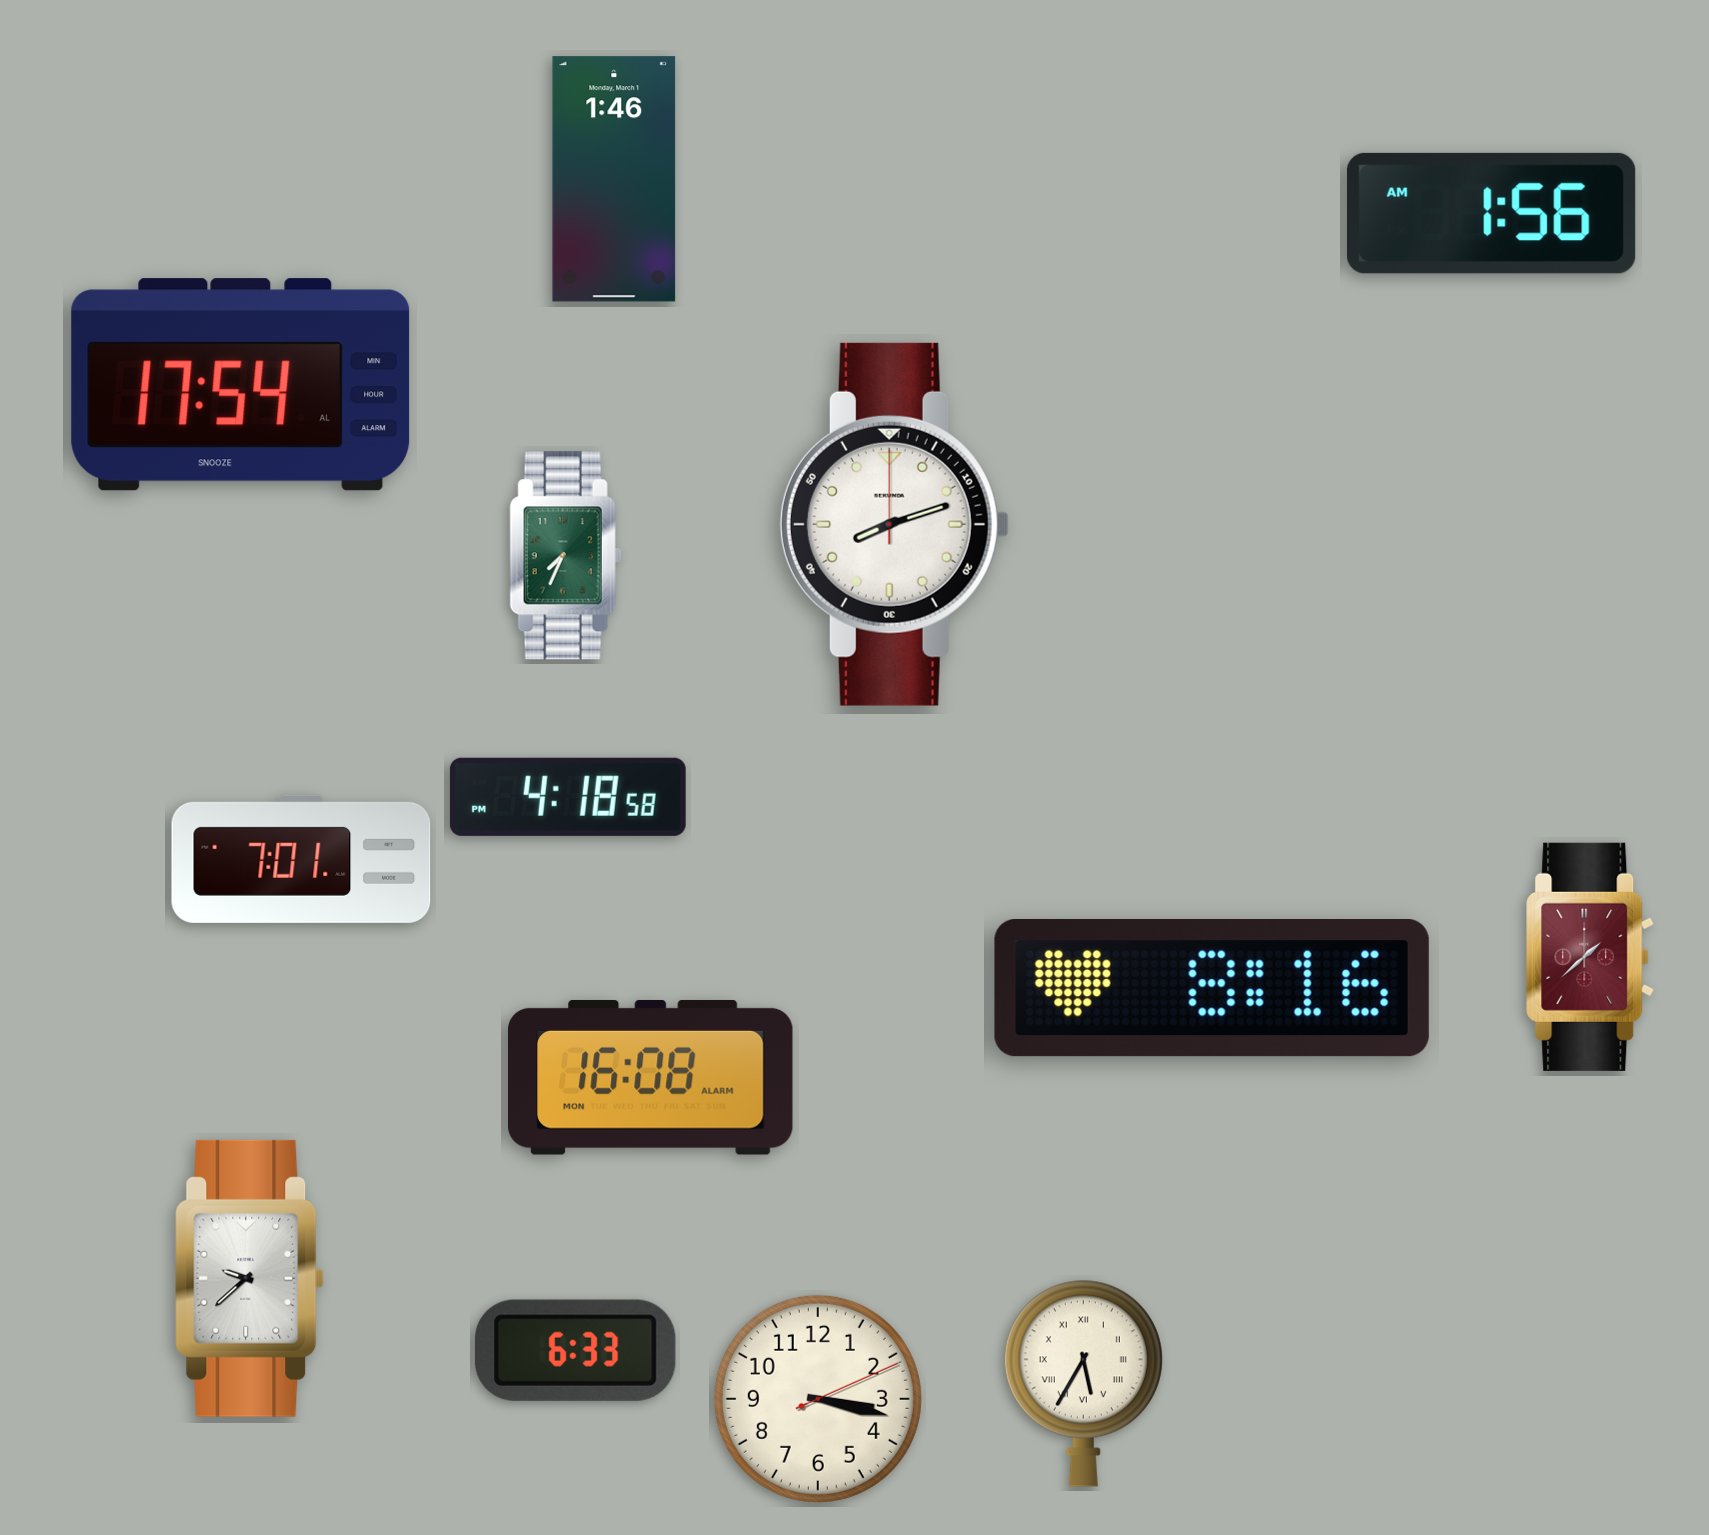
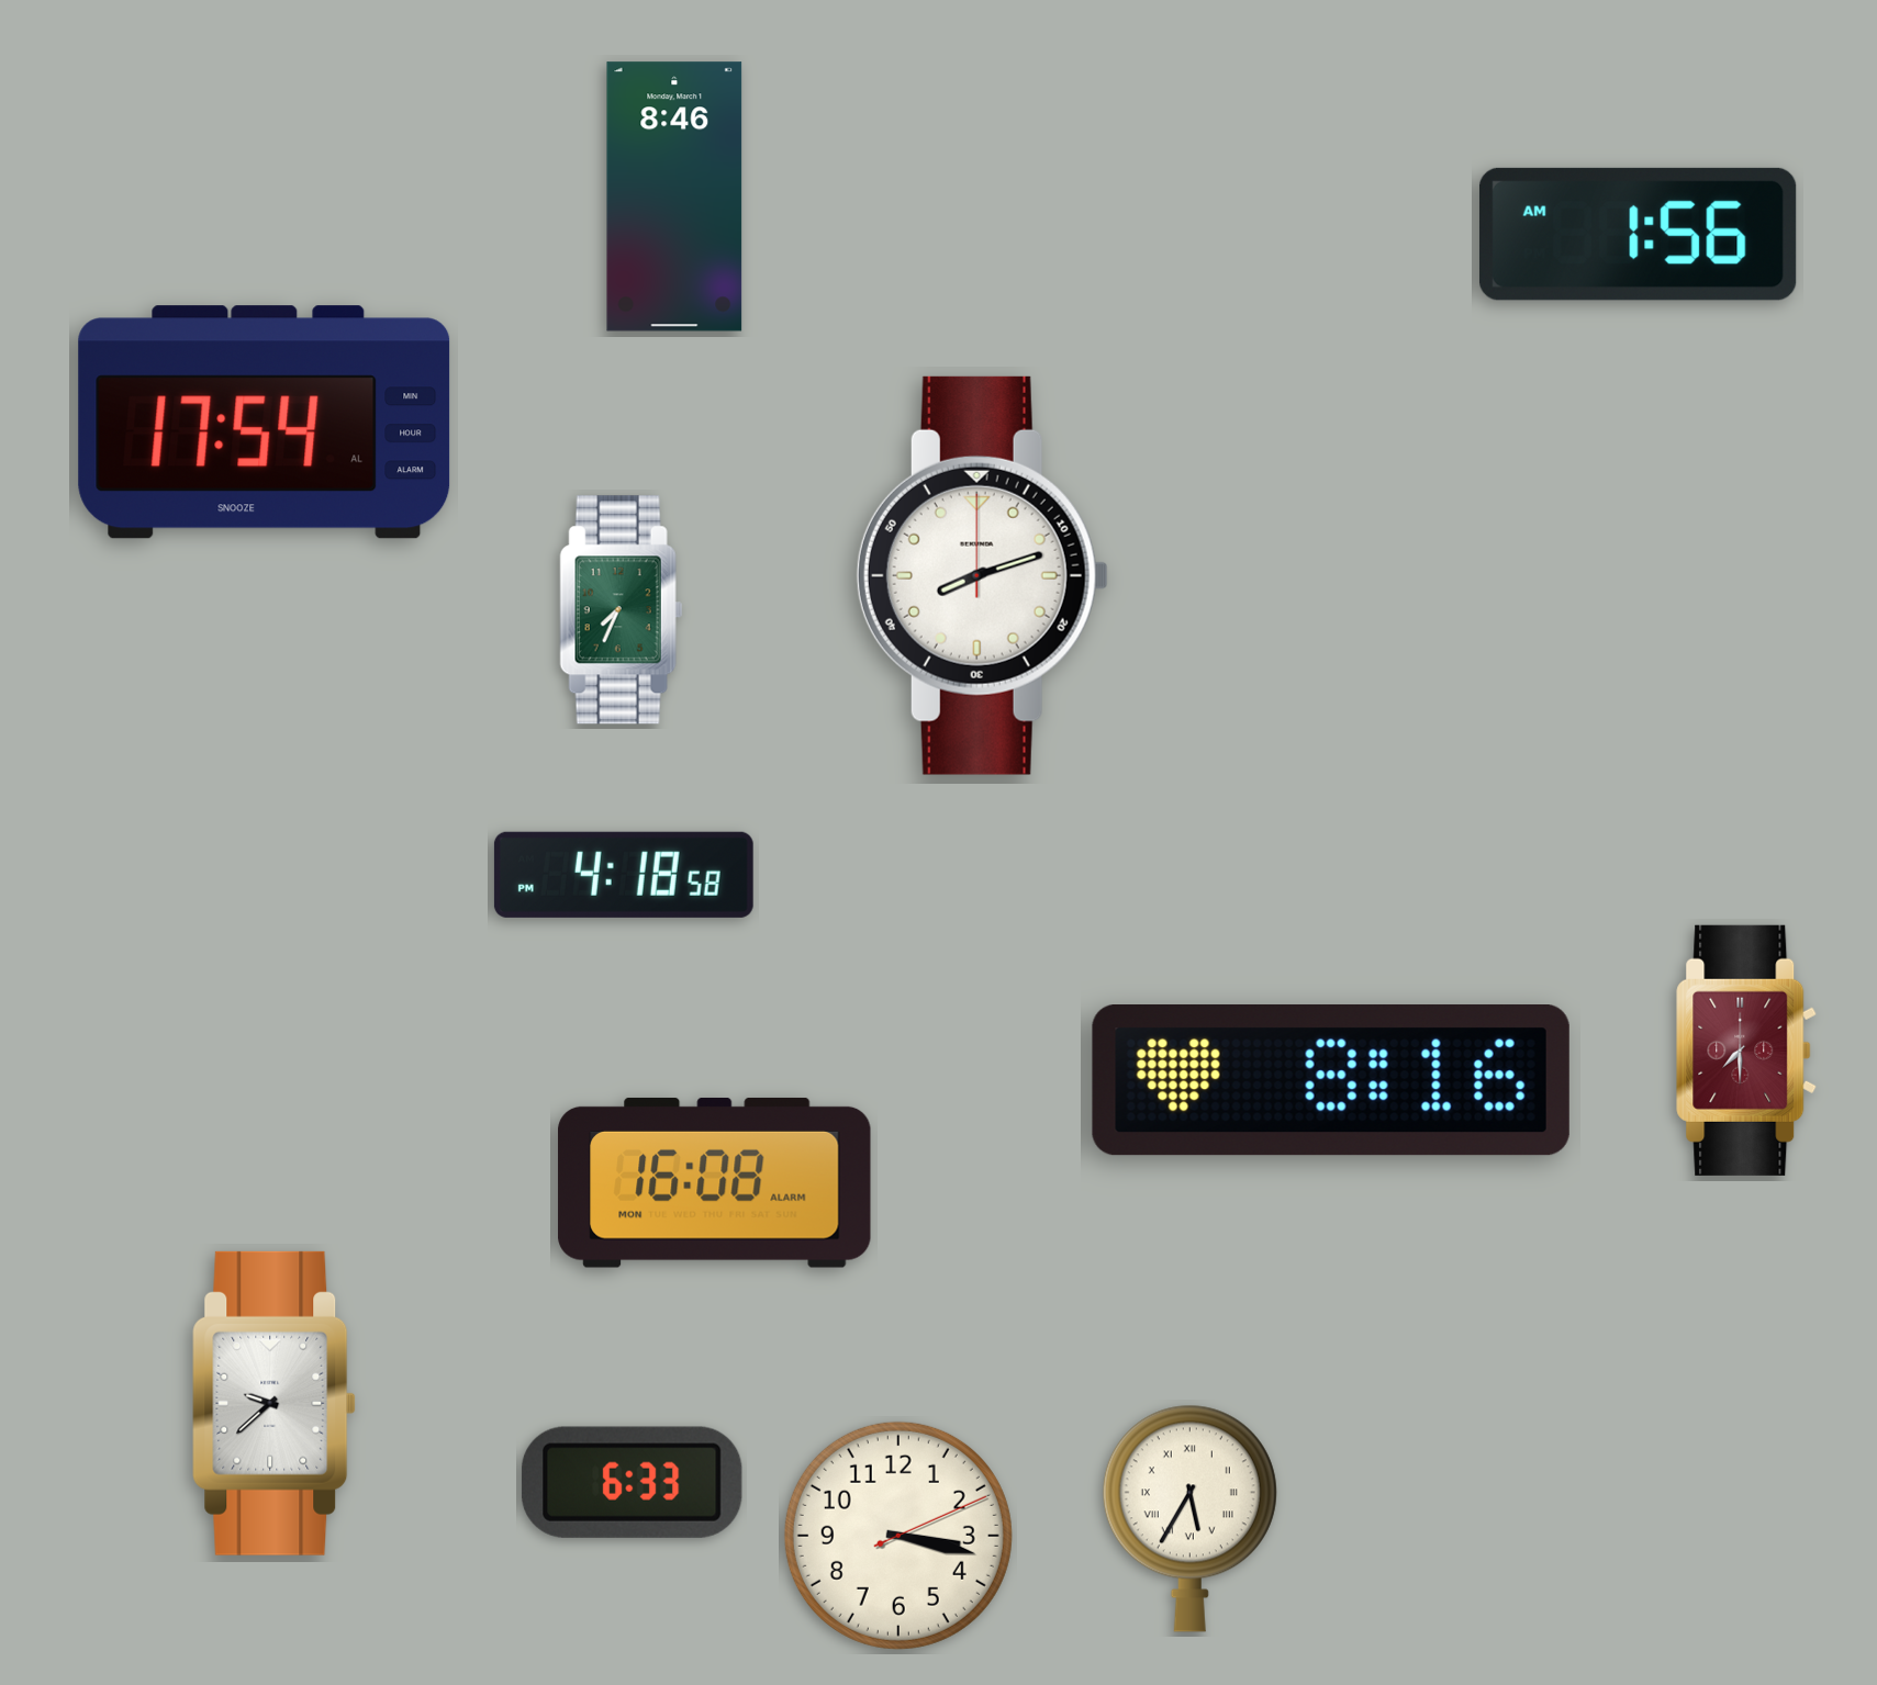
clock at (614, 179): 1:46 -> 8:46
clock at (301, 859): 7:01 -> none
clock at (1591, 957): 1:38 -> 7:30
clock at (1212, 989) position: (1212, 989) -> (1331, 1081)
